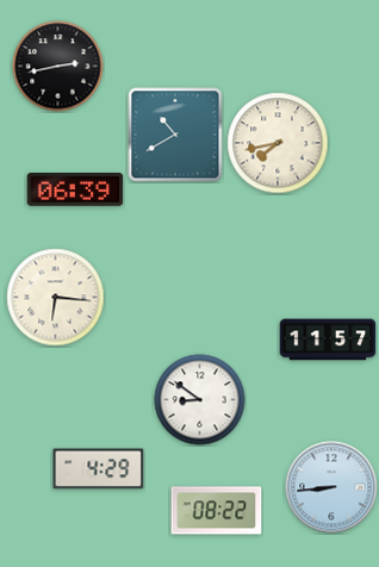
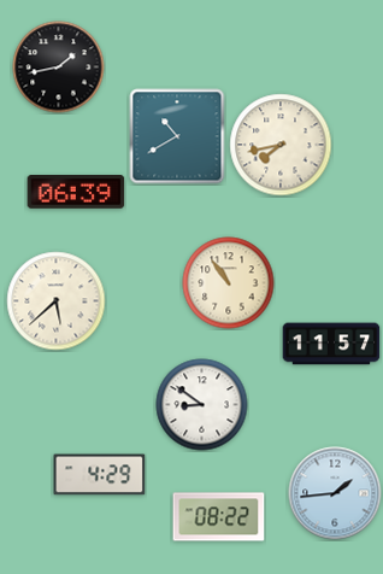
clock at (58, 67): 2:43 -> 1:43
clock at (229, 283): none -> 10:54
clock at (56, 298): 6:16 -> 5:38
clock at (331, 487): 8:44 -> 1:44
